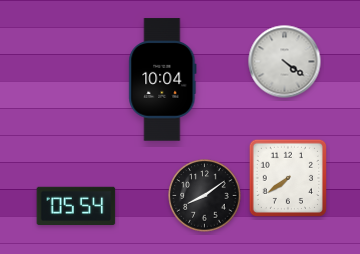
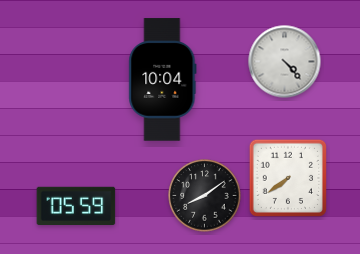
clock at (285, 62): 4:21 -> 4:23
clock at (76, 205): 05:54 -> 05:59
